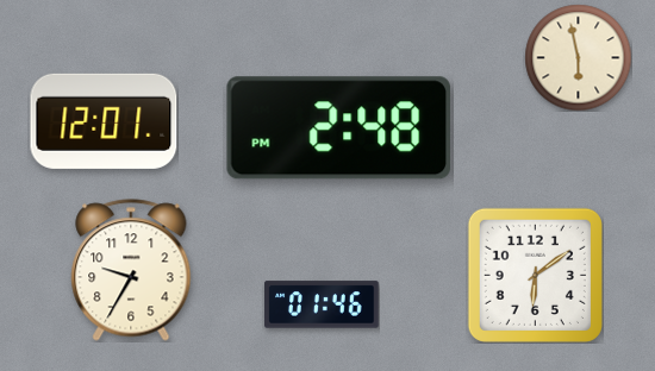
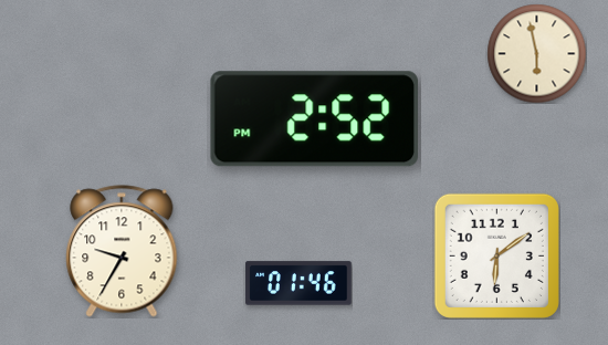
clock at (104, 121): 12:01 -> none
clock at (338, 128): 2:48 -> 2:52
